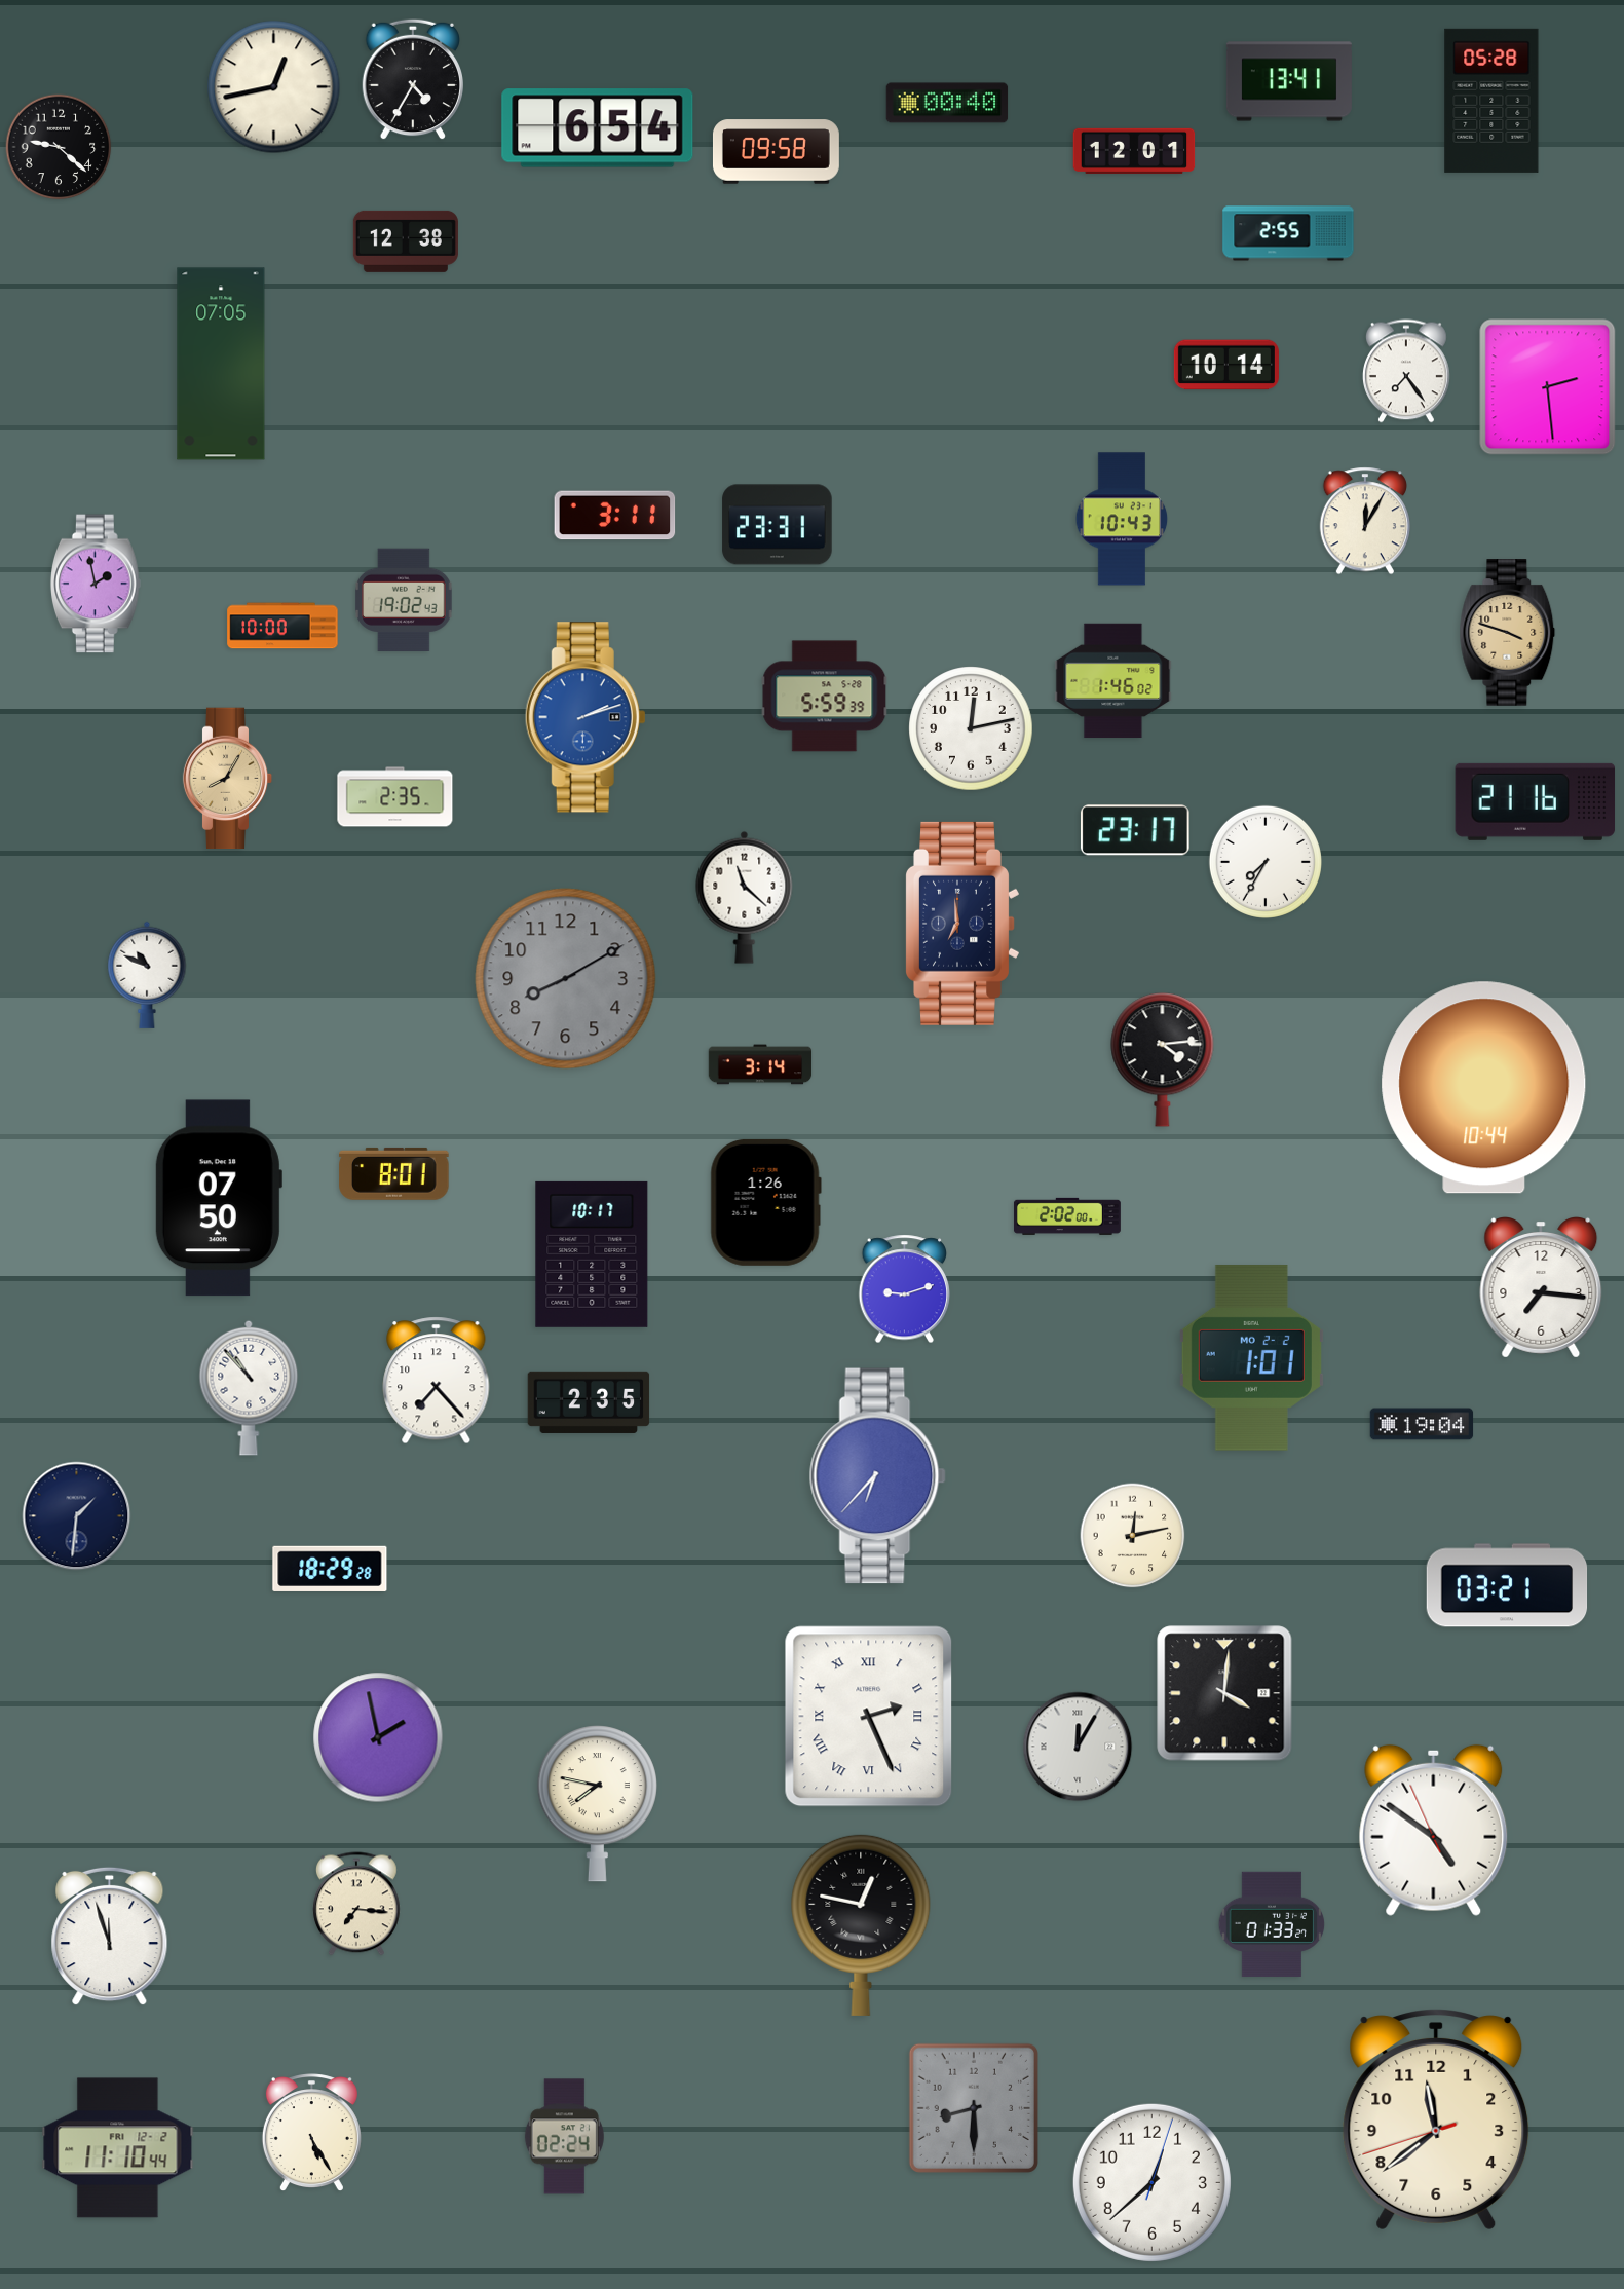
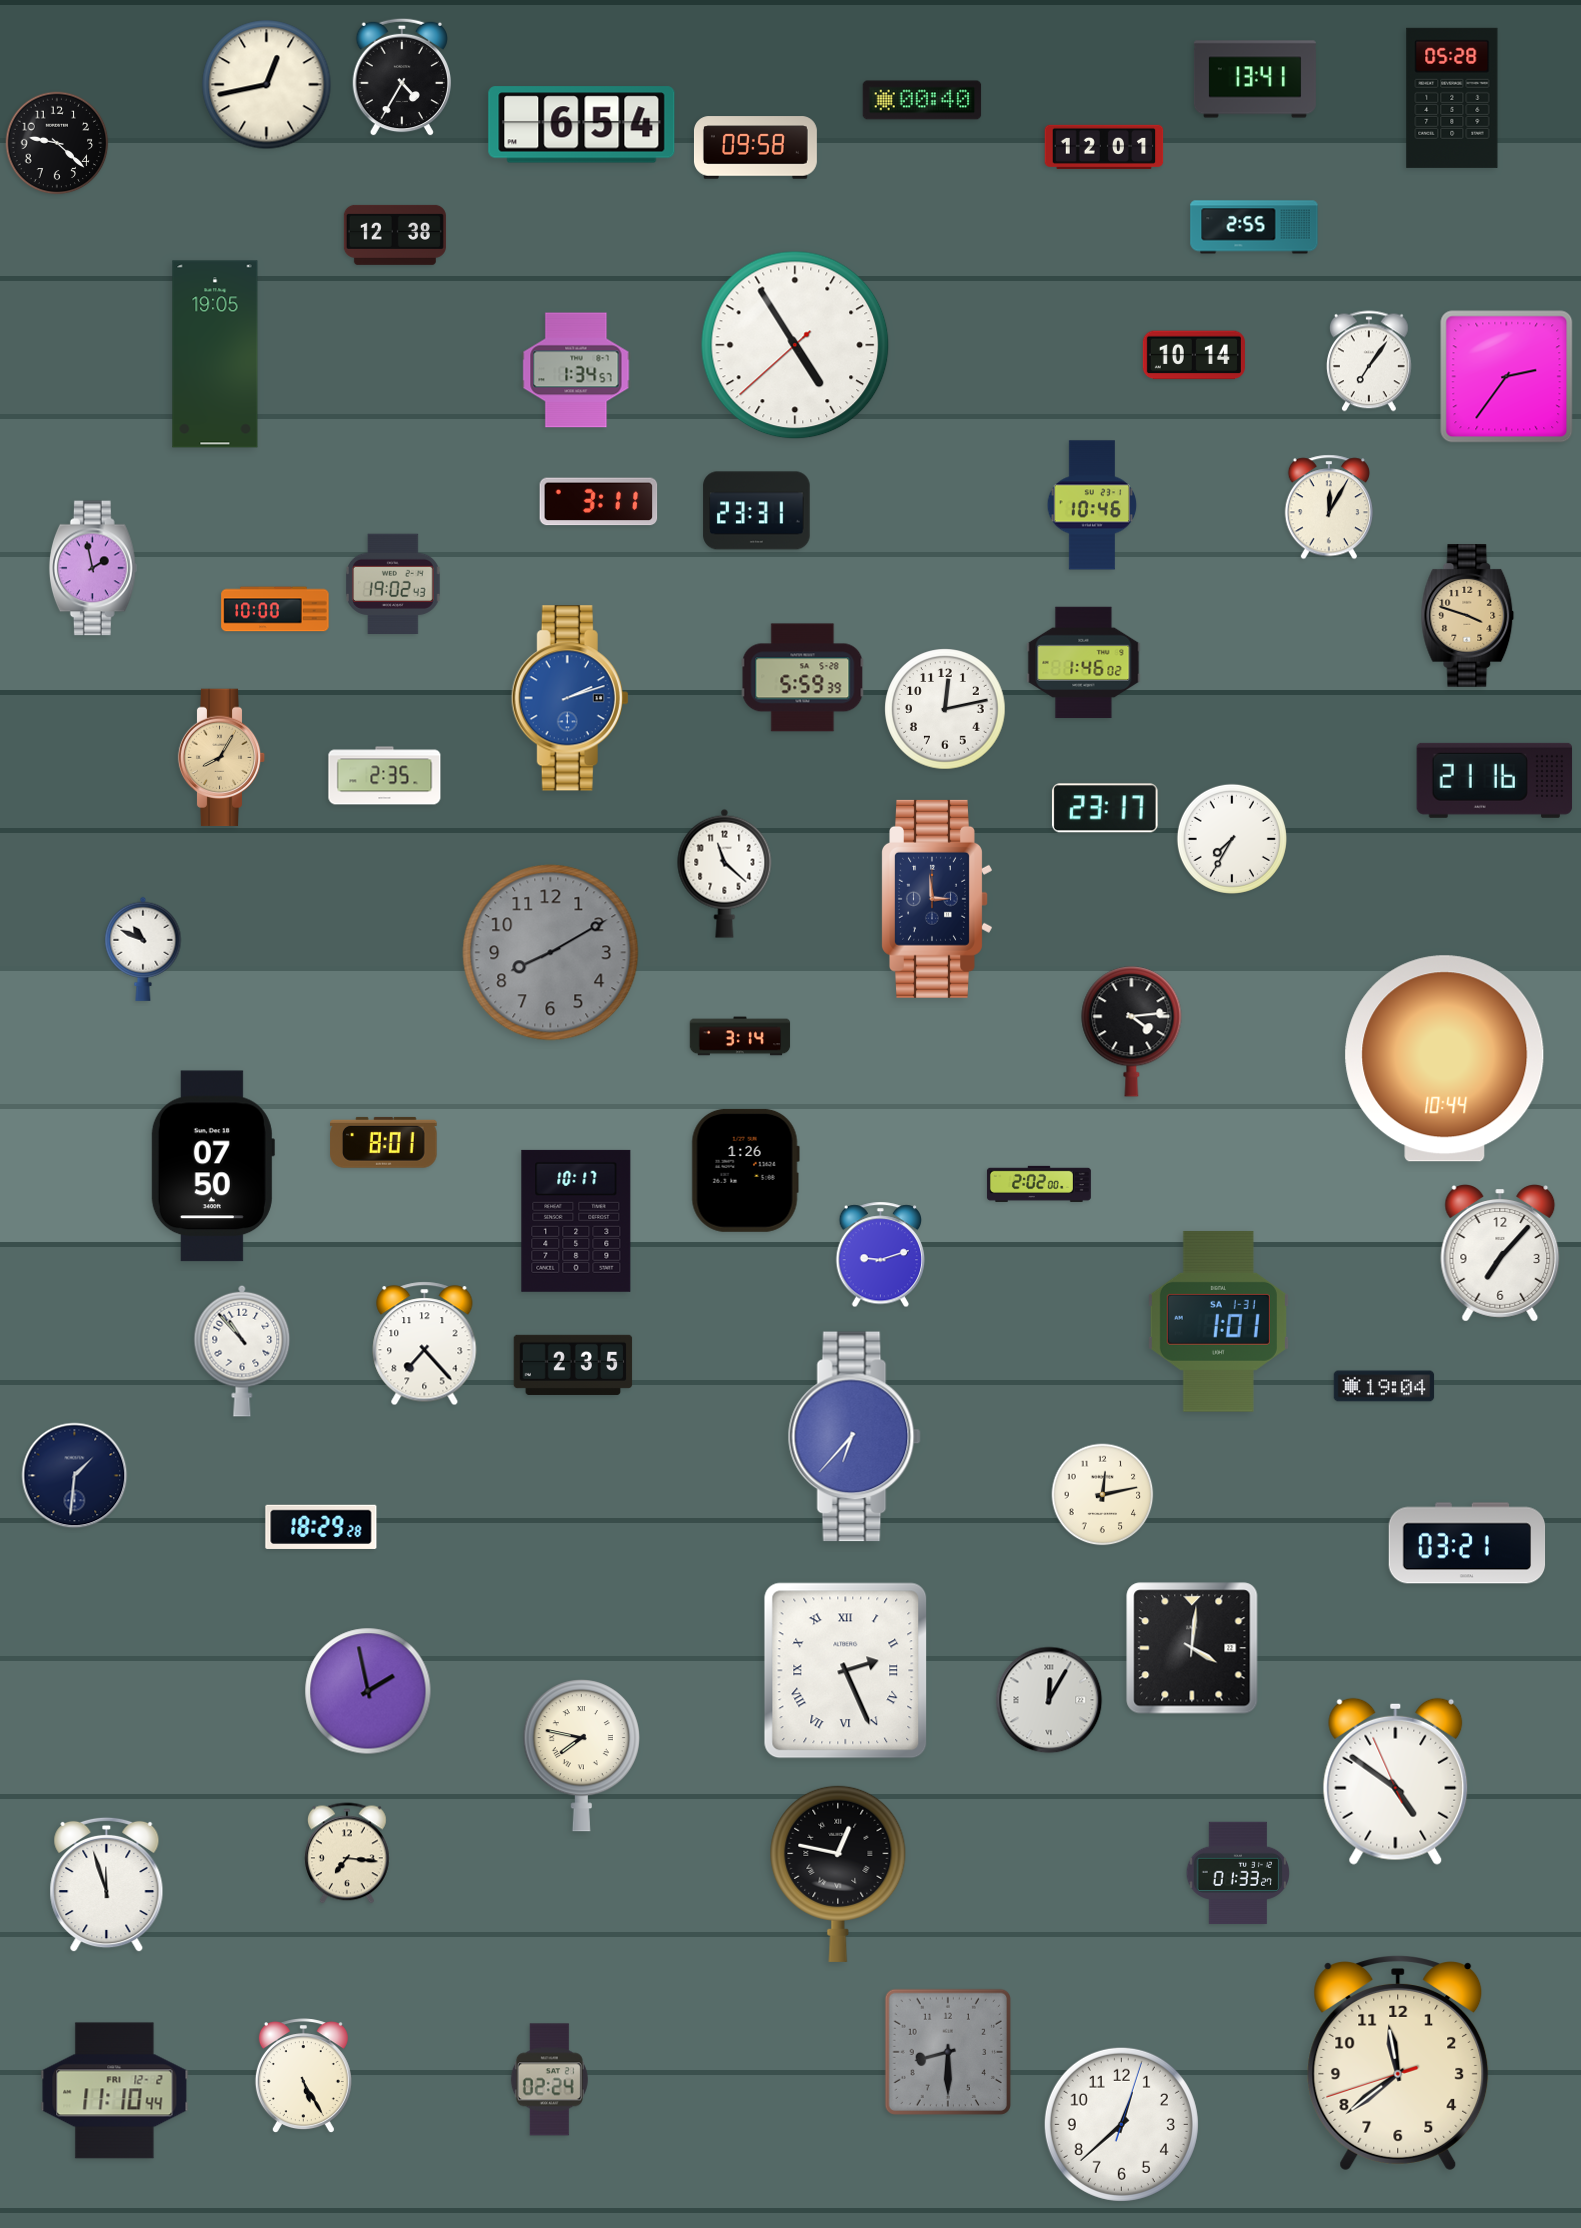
clock at (795, 345): none -> 4:54
clock at (221, 364): 07:05 -> 19:05
clock at (1406, 371): 7:24 -> 7:06
clock at (576, 370): none -> 1:34
clock at (1548, 387): 2:29 -> 2:36
clock at (1122, 519): 10:43 -> 10:46
clock at (962, 924): 6:59 -> 2:59
clock at (1541, 1287): 7:16 -> 7:07
clock at (1251, 1357) date: MO 2-2 -> SA 1-31
